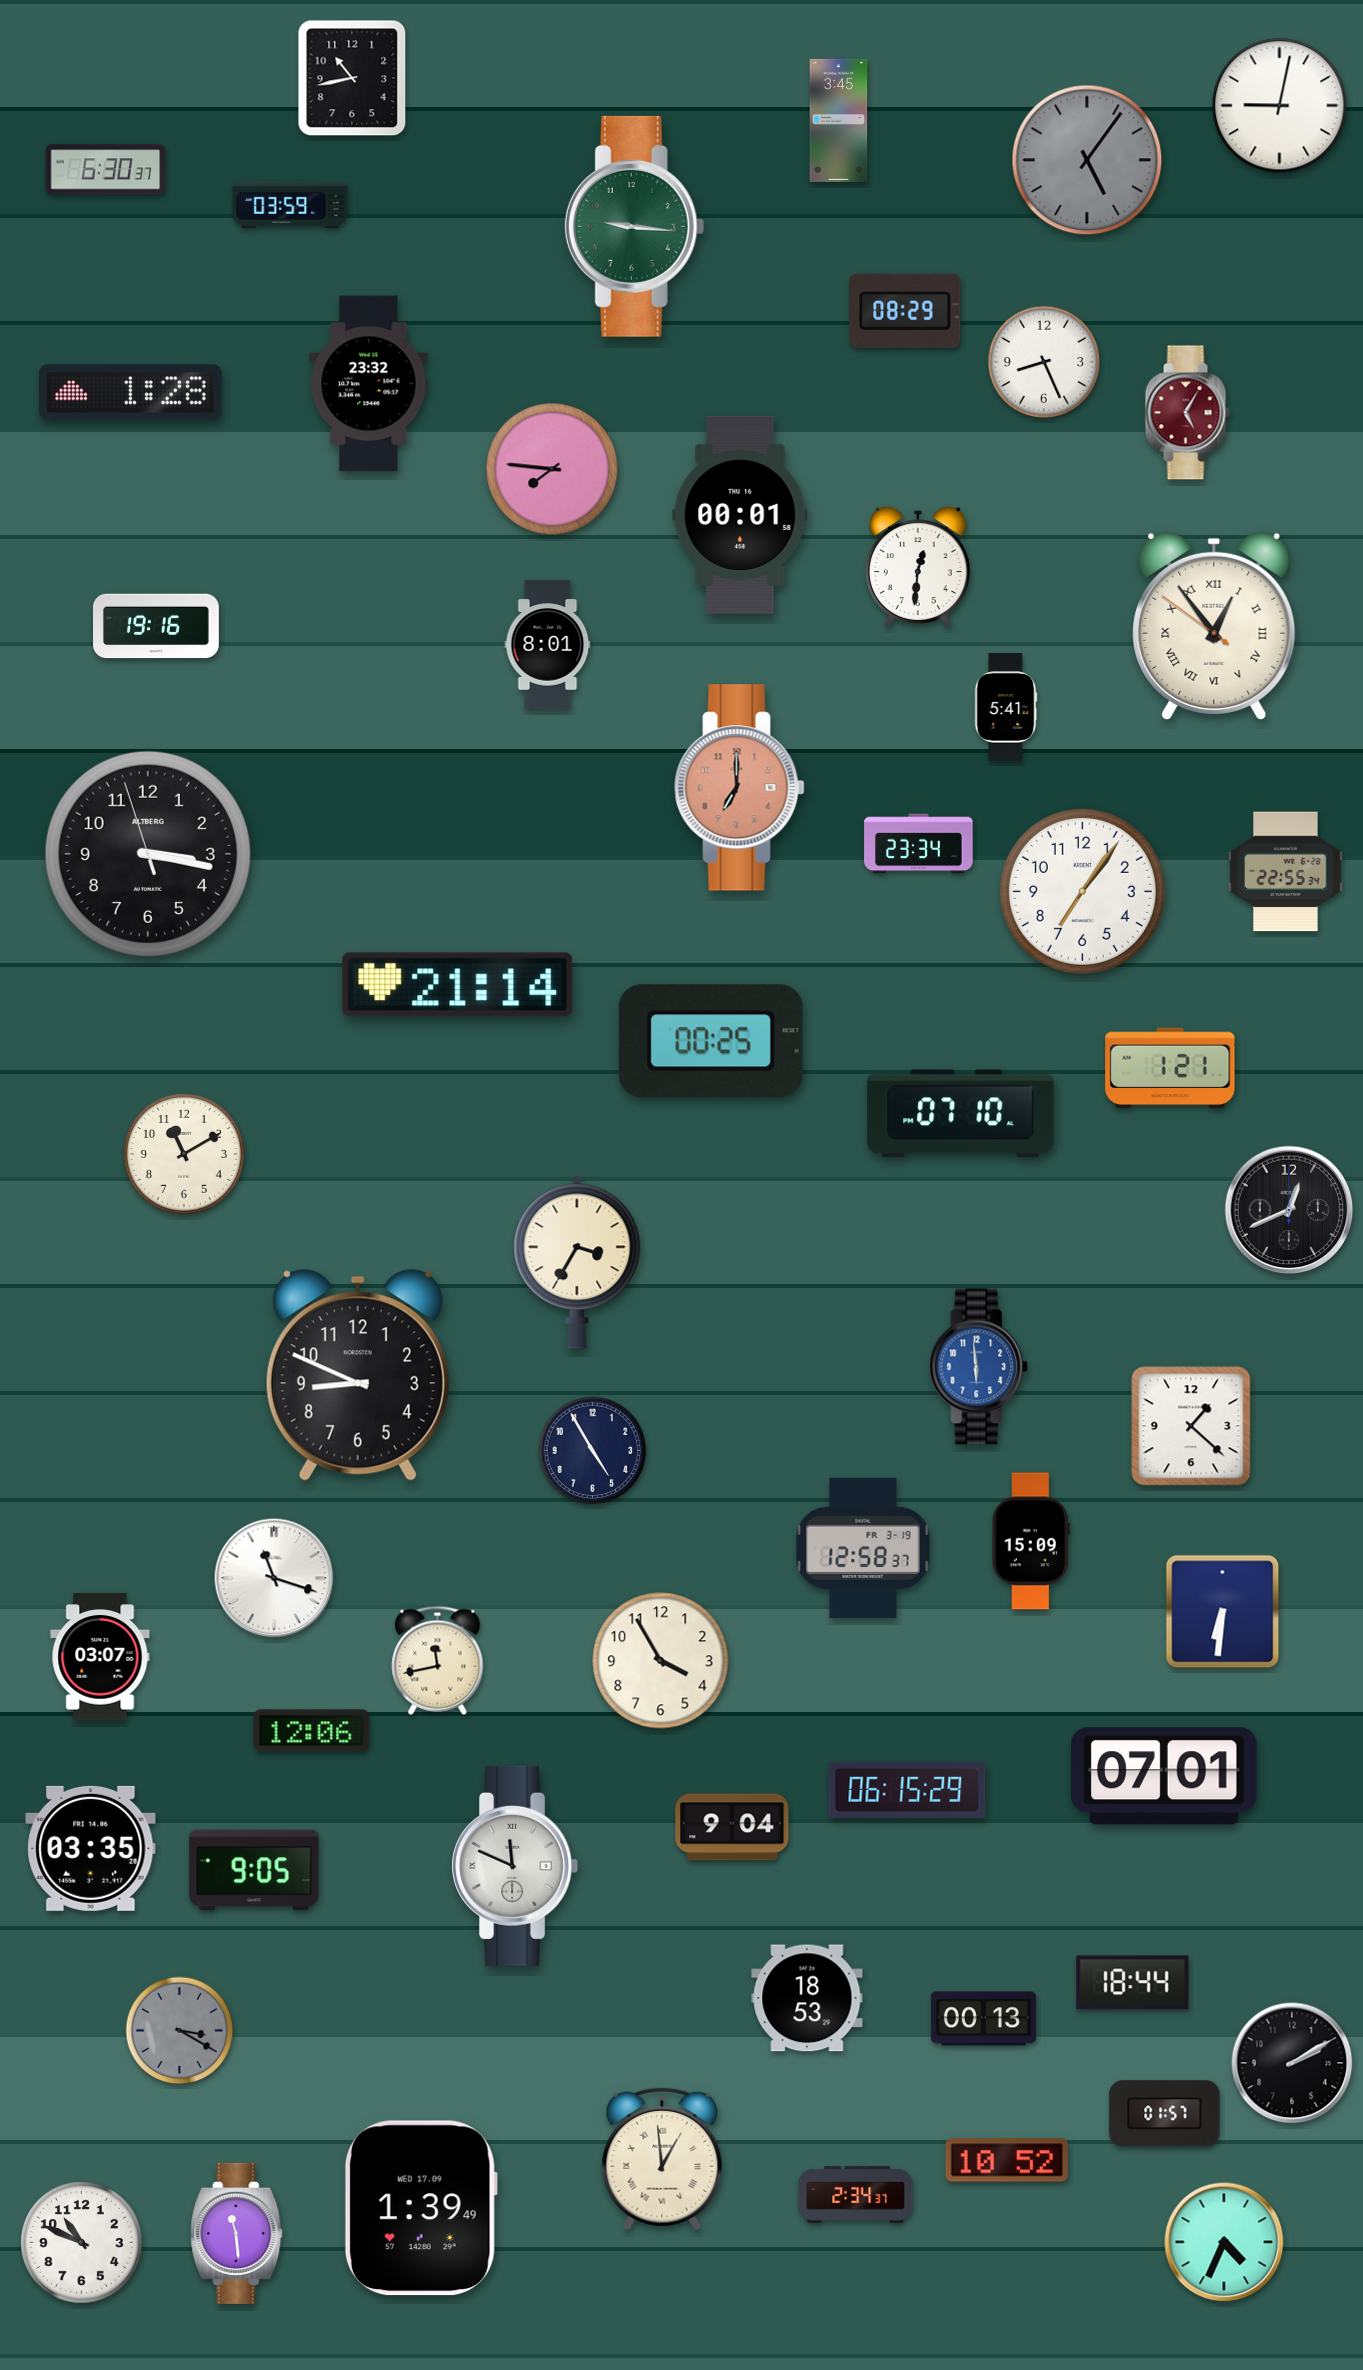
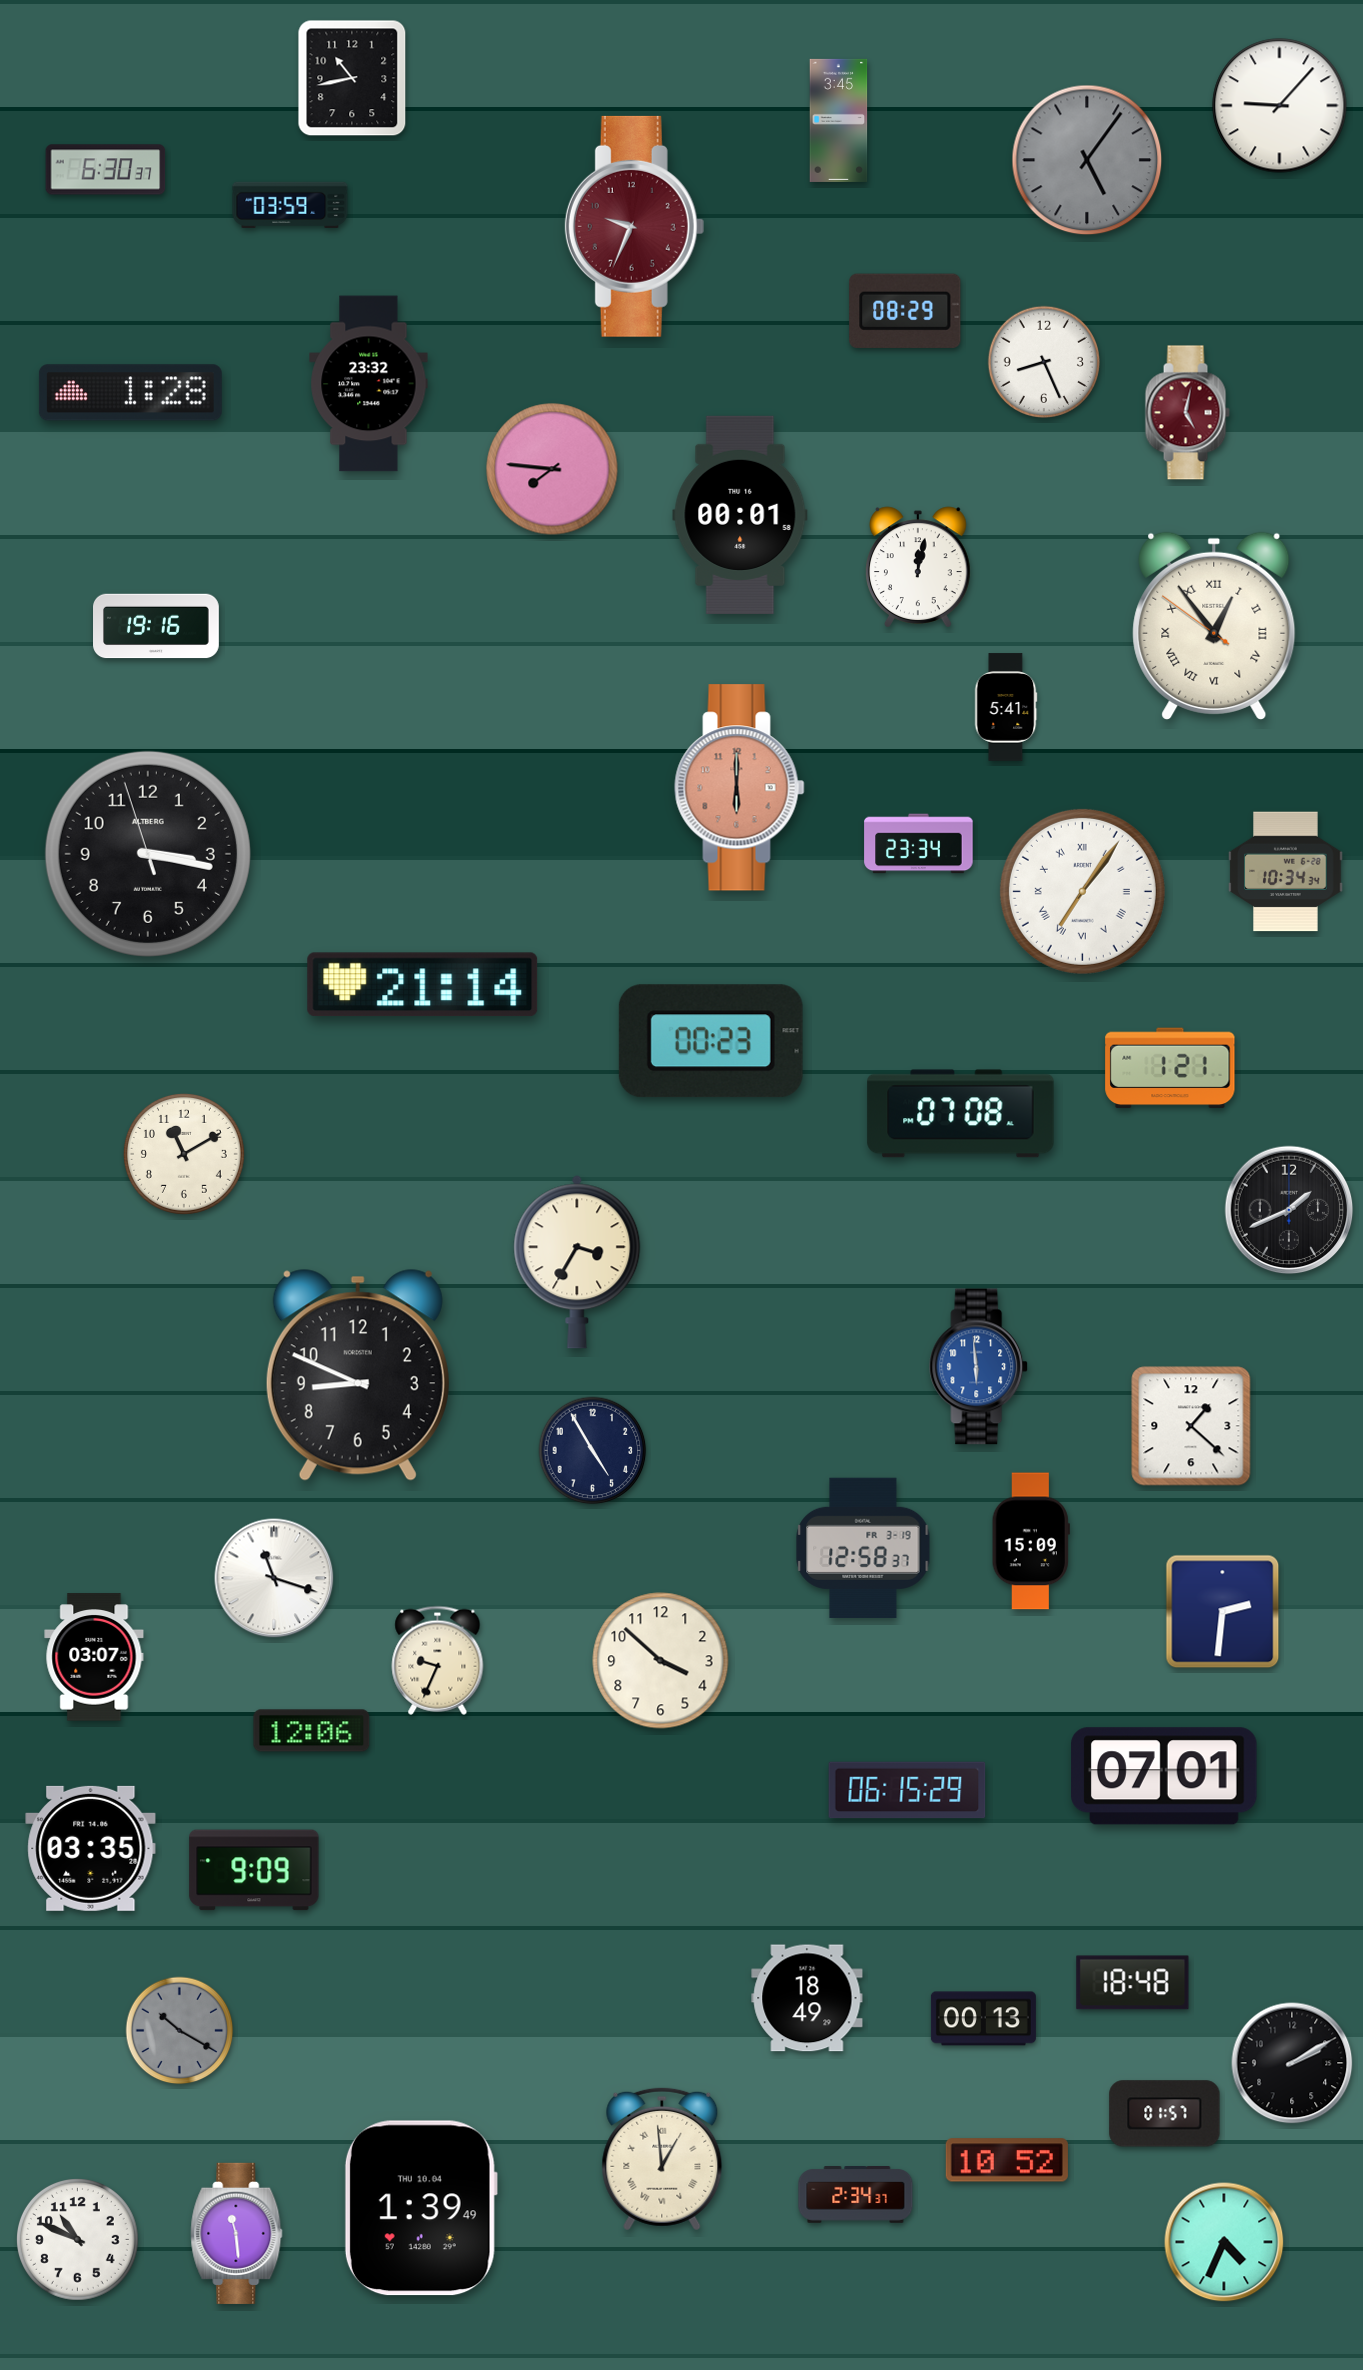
clock at (1280, 106): 9:02 -> 9:07
clock at (635, 226): 9:16 -> 9:34
clock at (635, 226) dial: green -> burgundy
clock at (1187, 413): 5:05 -> 5:02
clock at (918, 567): 12:31 -> 12:02
clock at (548, 645): 8:01 -> none
clock at (740, 788): 7:00 -> 6:00
clock at (1286, 872): 22:55 -> 10:34
clock at (1082, 891) numerals: Arabic -> Roman
clock at (458, 985) position: (458, 985) -> (423, 985)
clock at (711, 1041): 00:25 -> 00:23
clock at (961, 1114): 07:10 -> 07:08
clock at (1289, 1210): 12:41 -> 1:41
clock at (1223, 1612): 6:31 -> 2:31
clock at (100, 1657) position: (100, 1657) -> (94, 1657)
clock at (438, 1660): 11:43 -> 9:34
clock at (661, 1661): 3:55 -> 3:52
clock at (732, 1827): 9:04 -> none
clock at (515, 1866): 11:49 -> none
clock at (254, 1870): 9:05 -> 9:09
clock at (1133, 1983): 18:44 -> 18:48
clock at (807, 1998): 18:53 -> 18:49
clock at (180, 2031): 3:20 -> 10:20
clock at (421, 2208) date: WED 17.09 -> THU 10.04
clock at (81, 2242) position: (81, 2242) -> (77, 2239)
